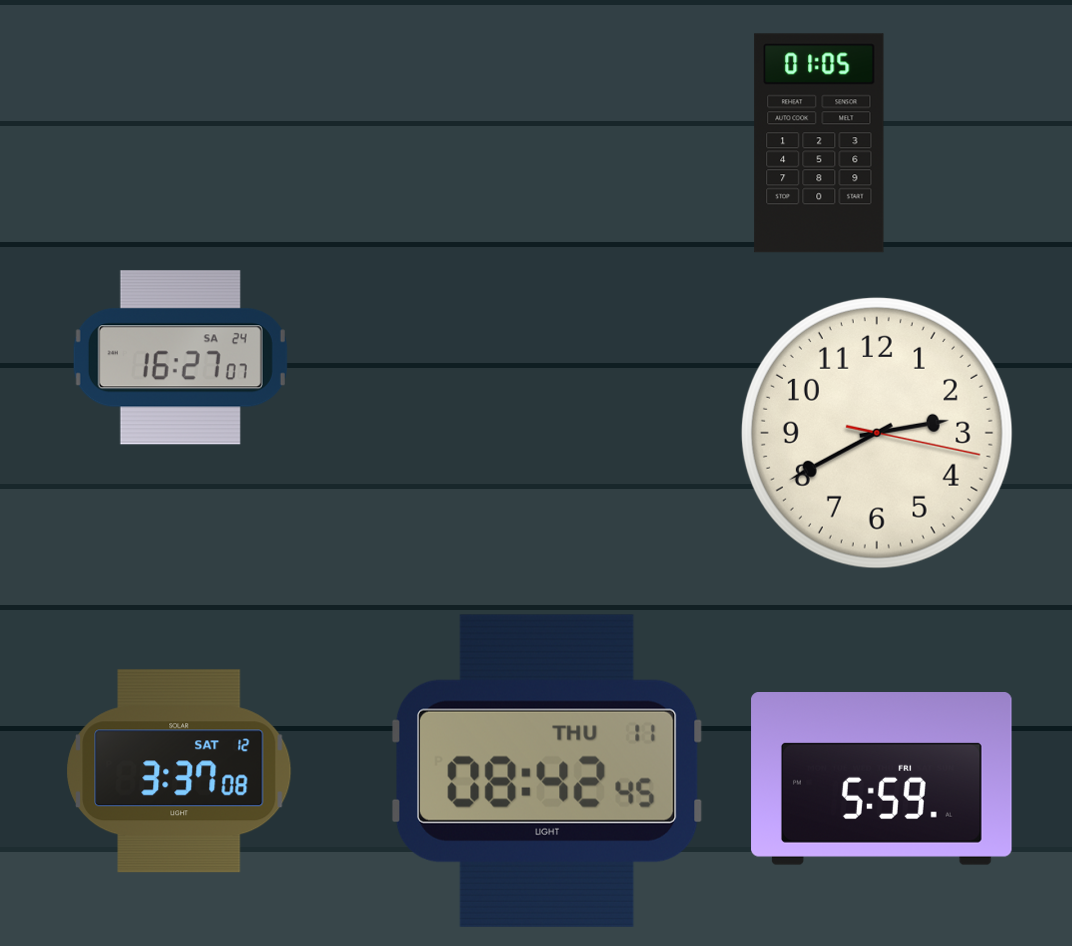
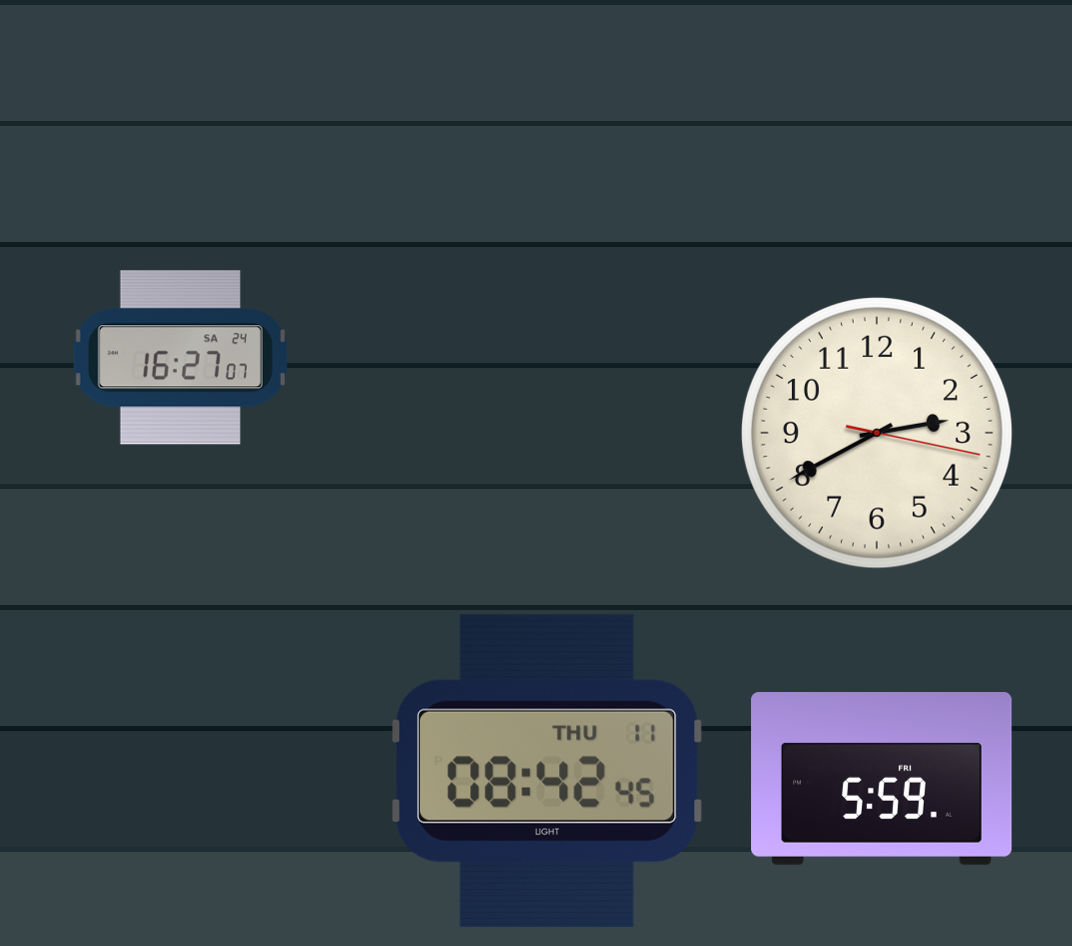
clock at (819, 143): 01:05 -> none
clock at (179, 771): 3:37 -> none
